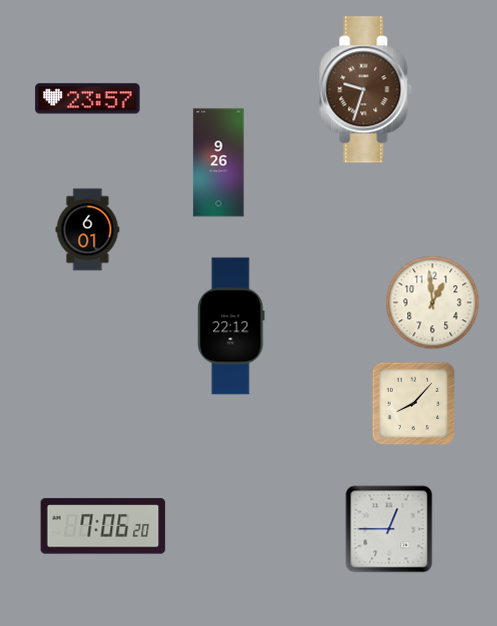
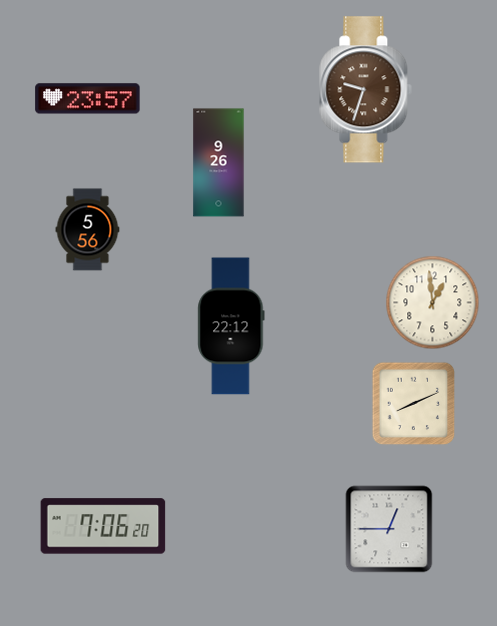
clock at (88, 230): 6:01 -> 5:56
clock at (414, 404): 8:07 -> 8:11
